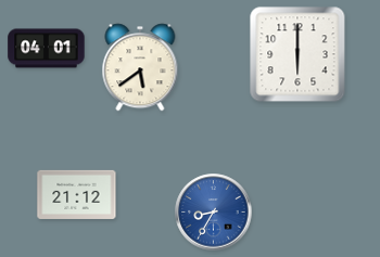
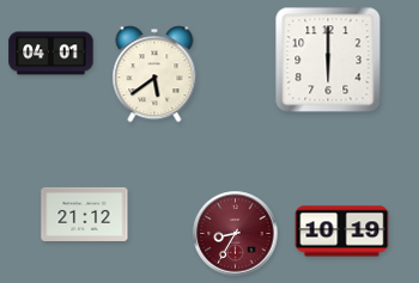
clock at (342, 232): none -> 10:19
clock at (214, 213) dial: blue -> burgundy
